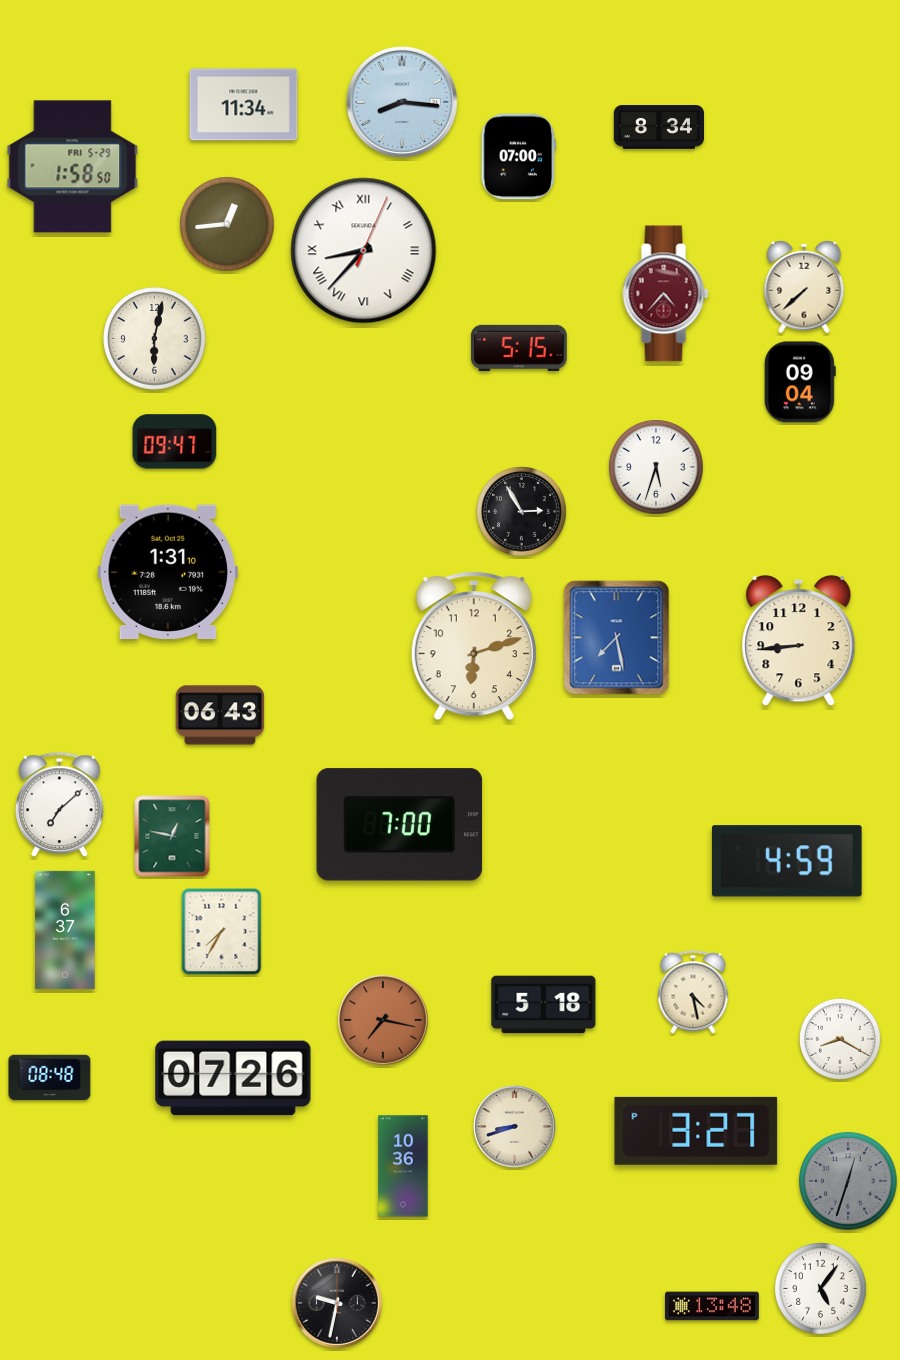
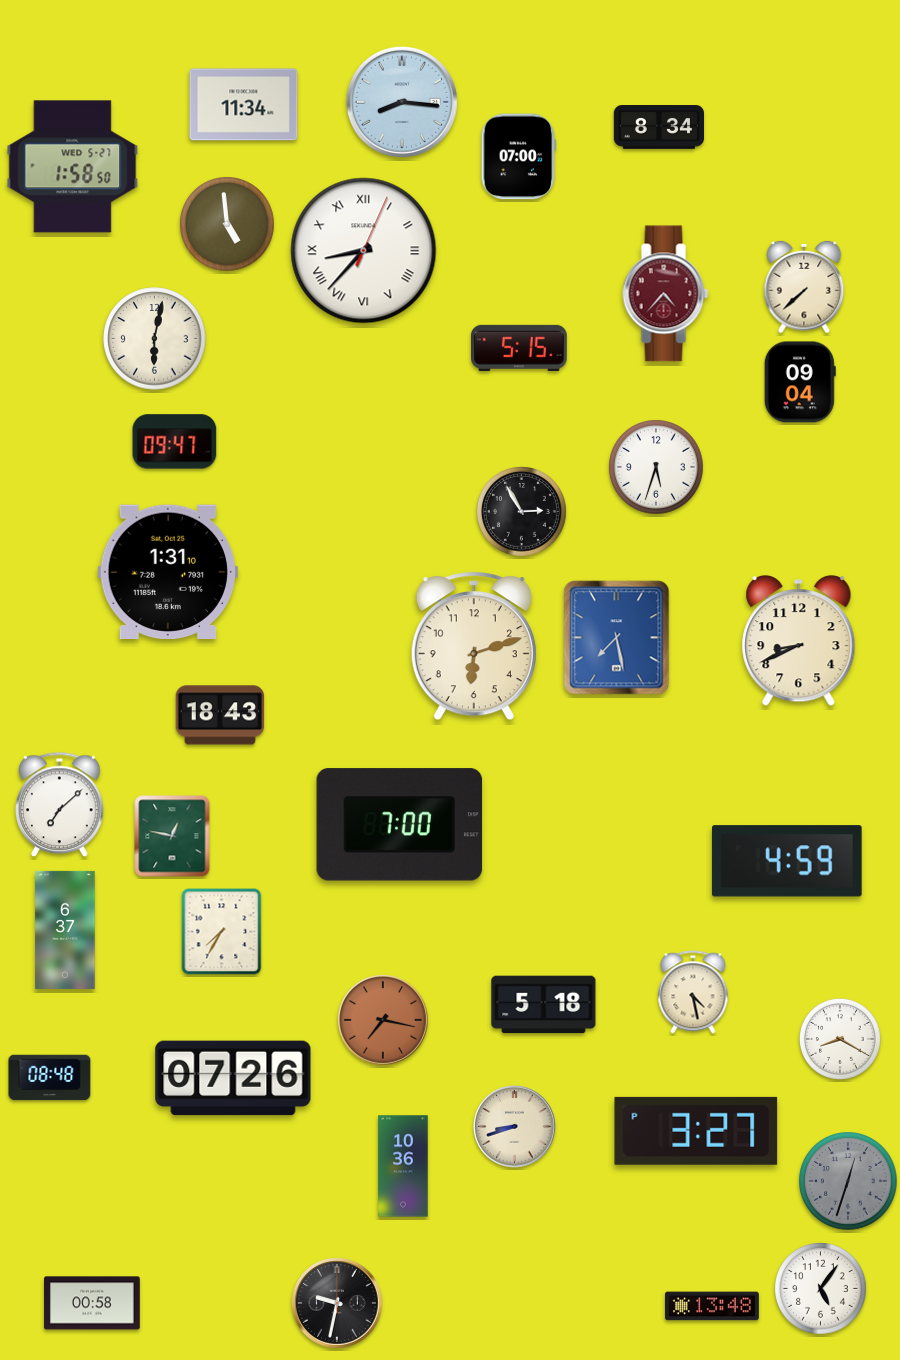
clock at (73, 167) date: FRI 5-29 -> WED 5-27
clock at (227, 224): 12:44 -> 4:59
clock at (799, 641): 8:44 -> 8:41
clock at (220, 715): 06:43 -> 18:43
clock at (92, 1303): none -> 00:58
